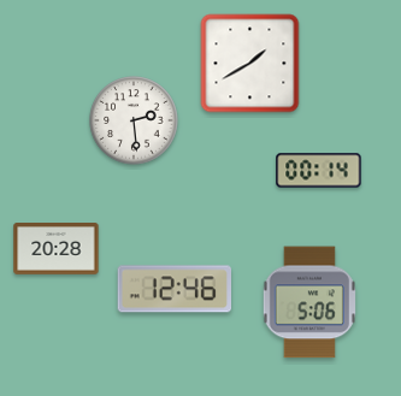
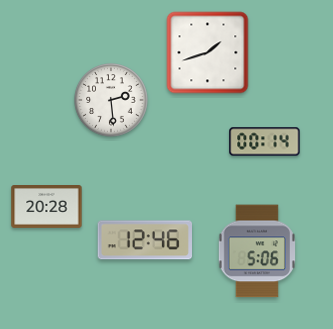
clock at (250, 64): 1:40 -> 1:42
